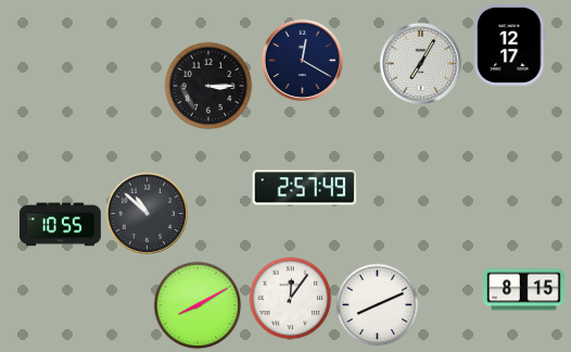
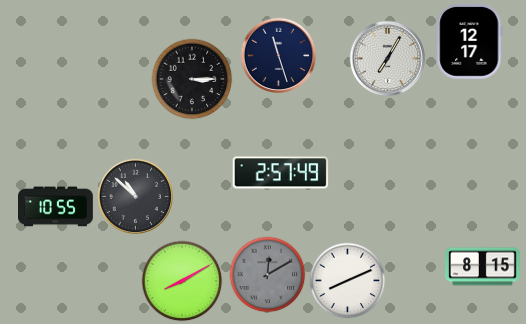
clock at (302, 60): 12:20 -> 11:27
clock at (291, 299): 12:06 -> 12:10
clock at (291, 299) dial: white -> grey
